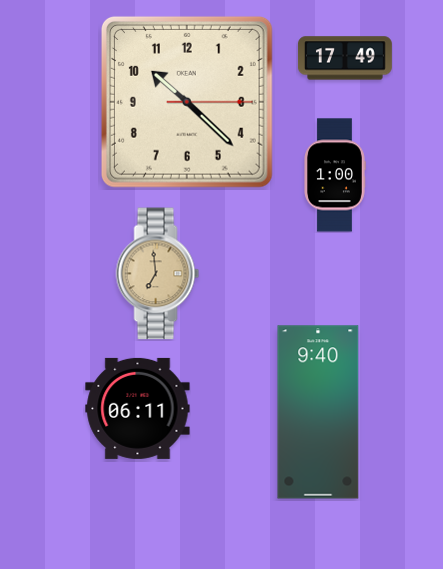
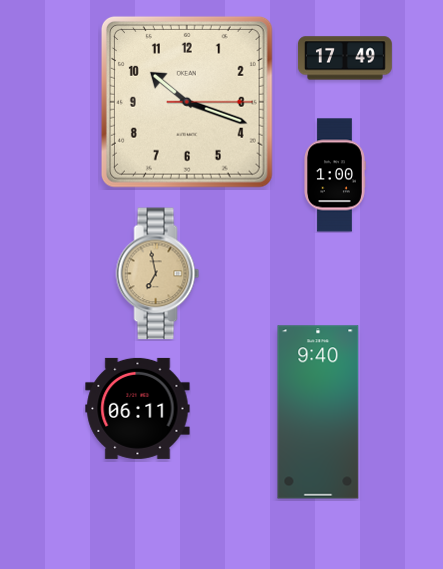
clock at (187, 102): 10:22 -> 10:18
clock at (158, 274): 6:59 -> 6:58
